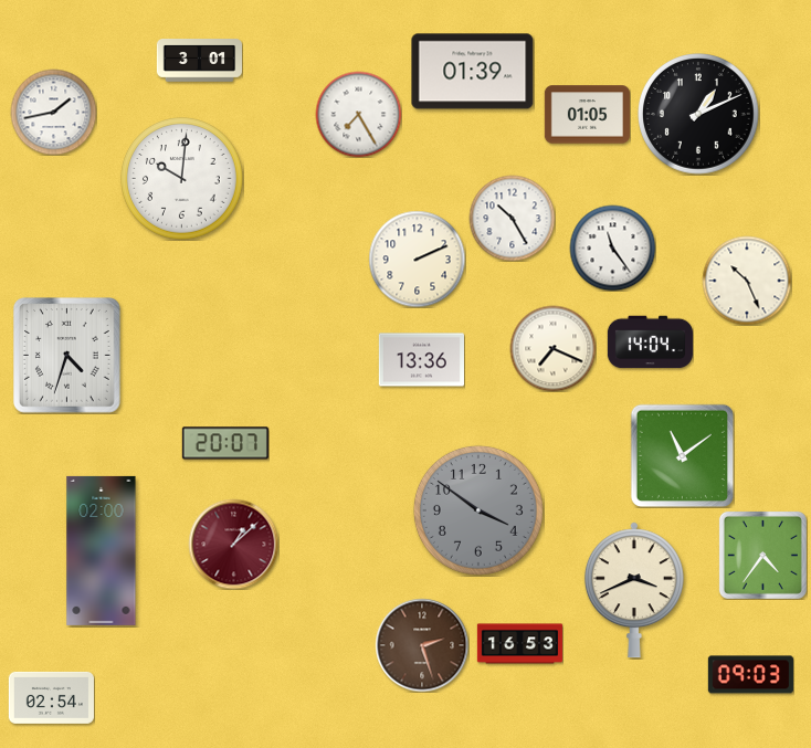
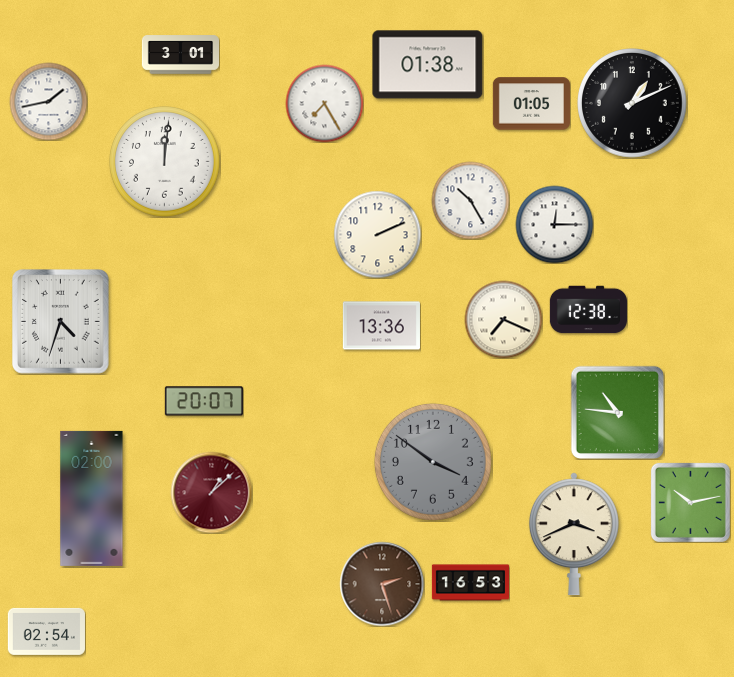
clock at (473, 72): 01:39 -> 01:38
clock at (182, 179): 10:01 -> 12:01
clock at (512, 218) position: (512, 218) -> (470, 200)
clock at (612, 247): 11:24 -> 12:15
clock at (747, 281): 10:26 -> none
clock at (650, 343): 14:04 -> 12:38
clock at (552, 348) position: (552, 348) -> (503, 319)
clock at (682, 455): 11:09 -> 10:46
clock at (762, 555): 4:36 -> 10:13
clock at (750, 675): 09:03 -> none
